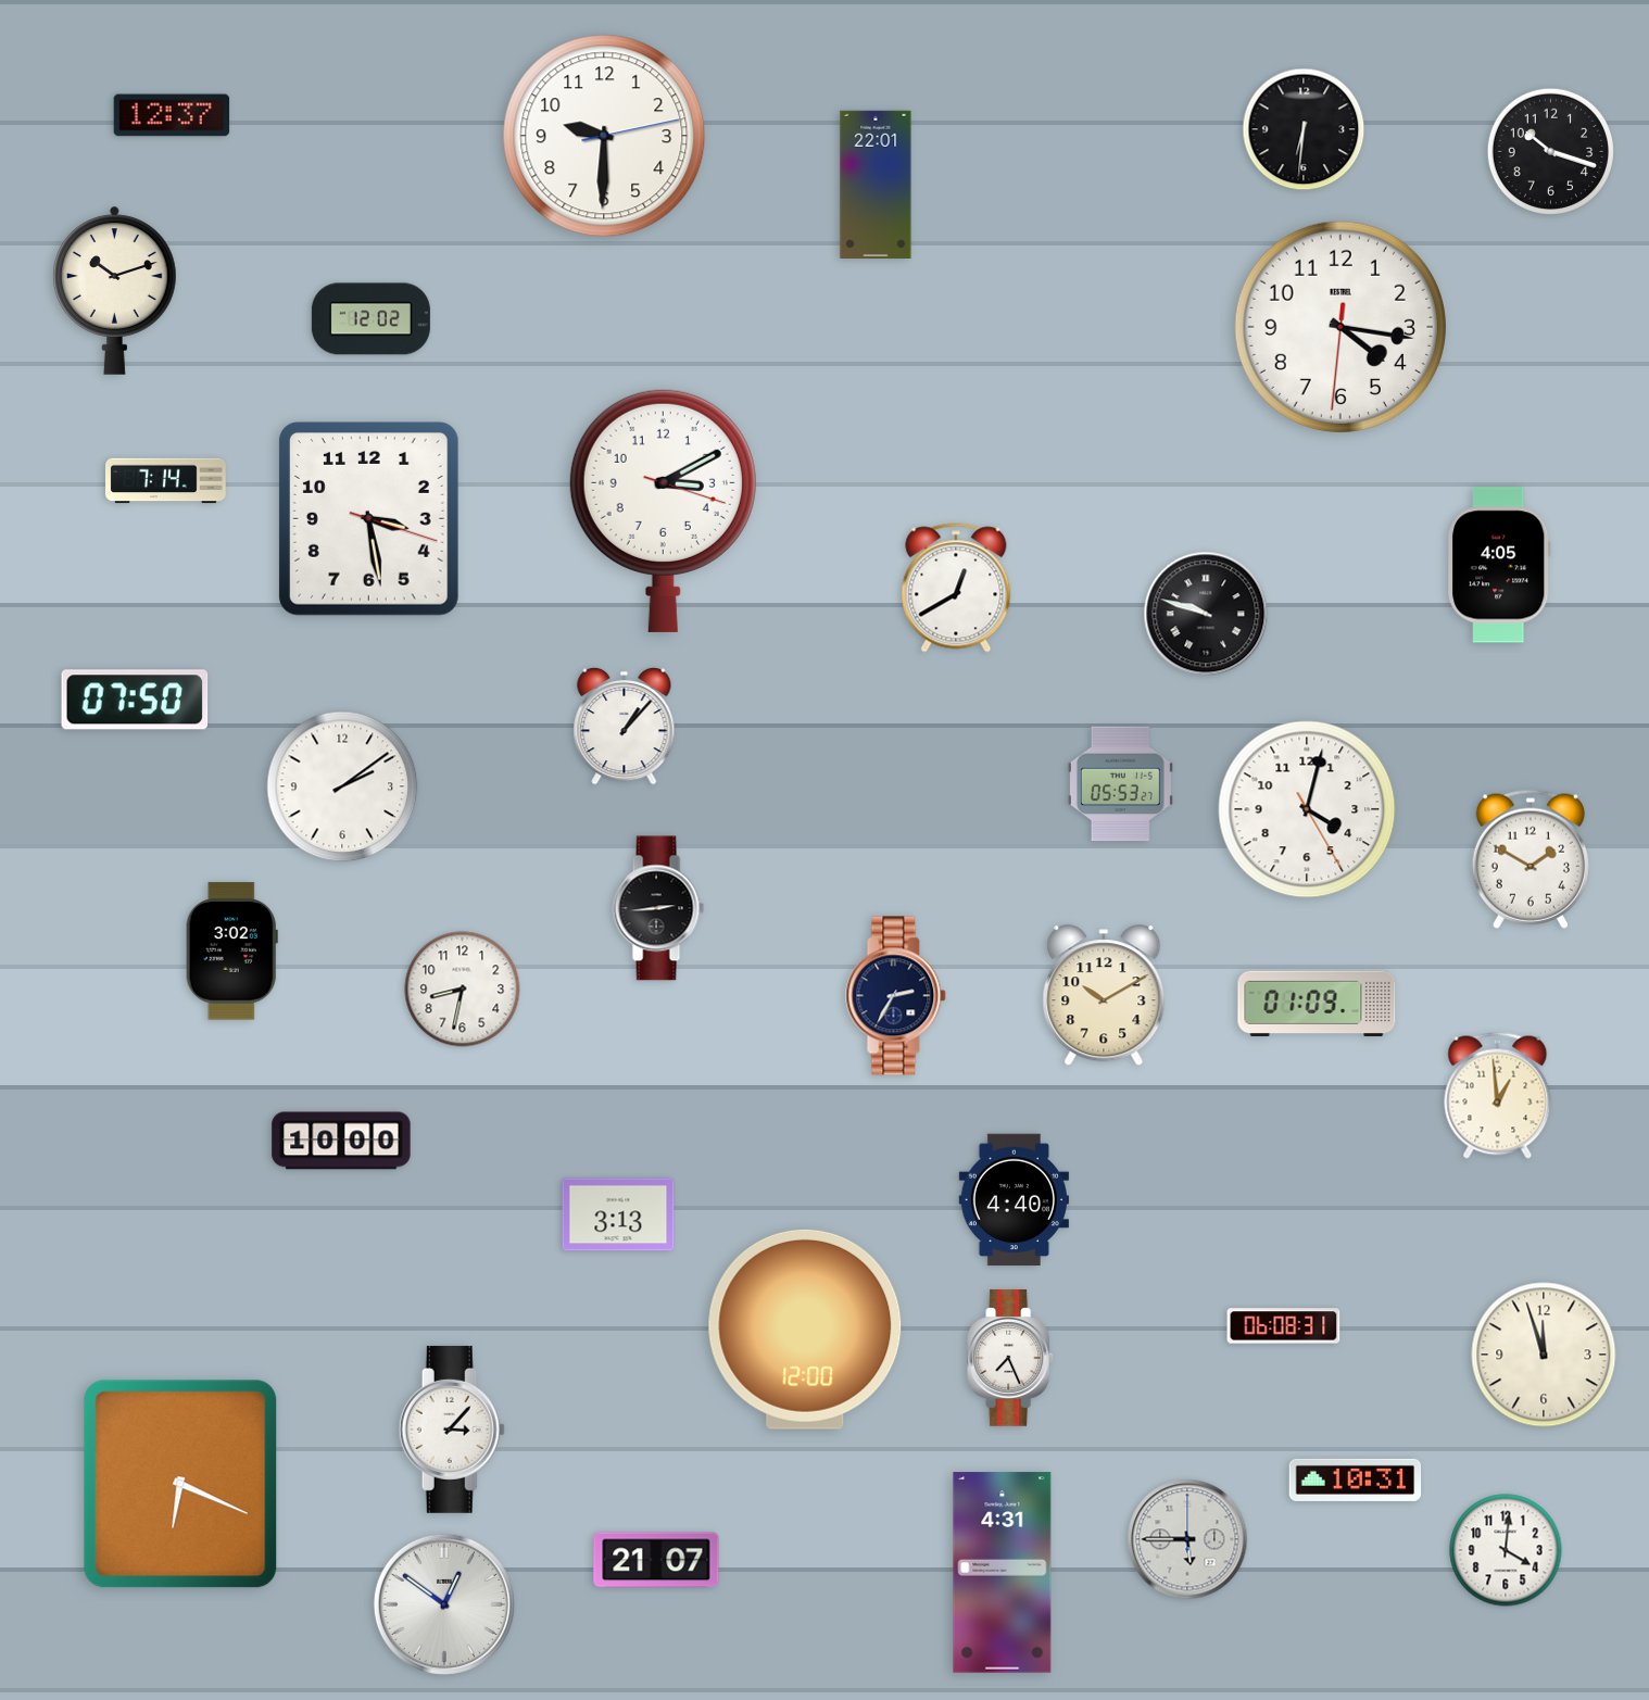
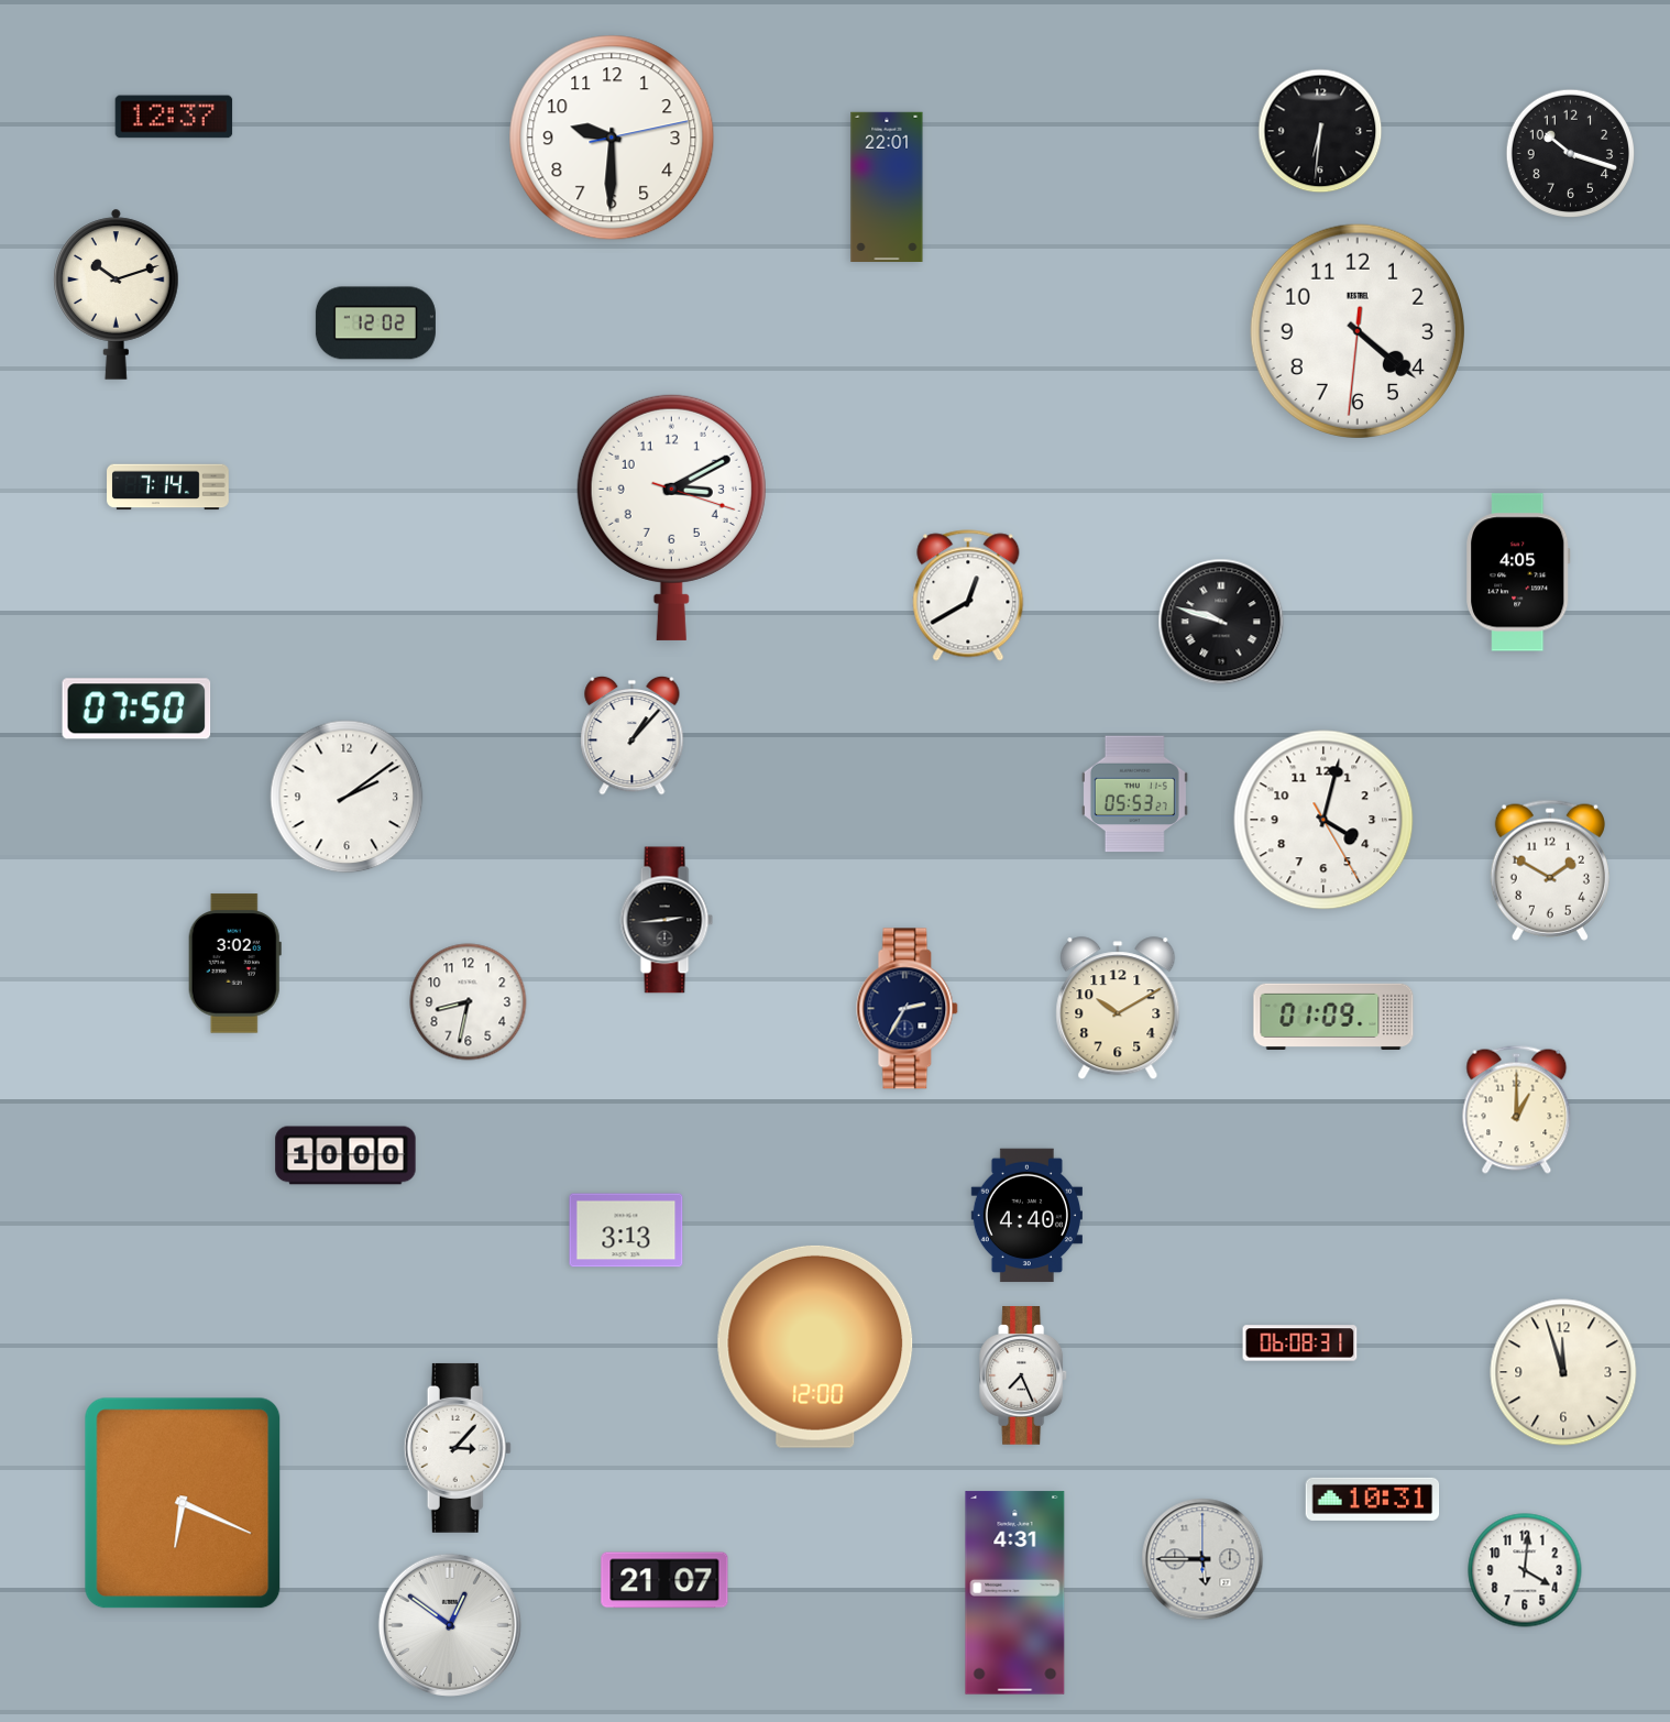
clock at (1340, 327): 4:16 -> 4:21
clock at (368, 518): 3:28 -> none
clock at (1498, 1095): 12:59 -> 1:00
